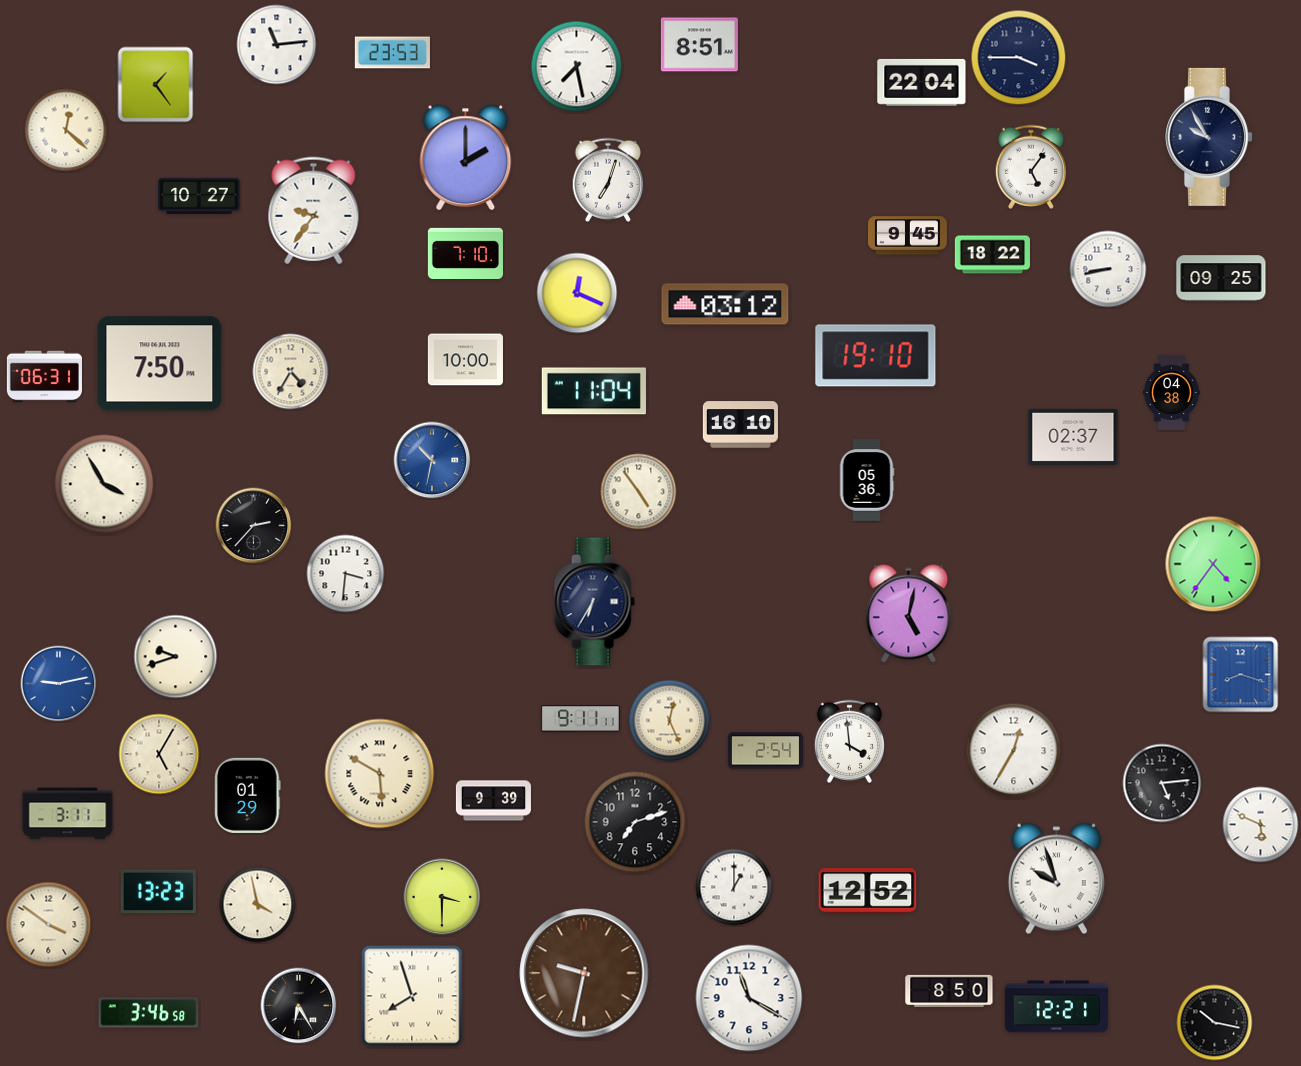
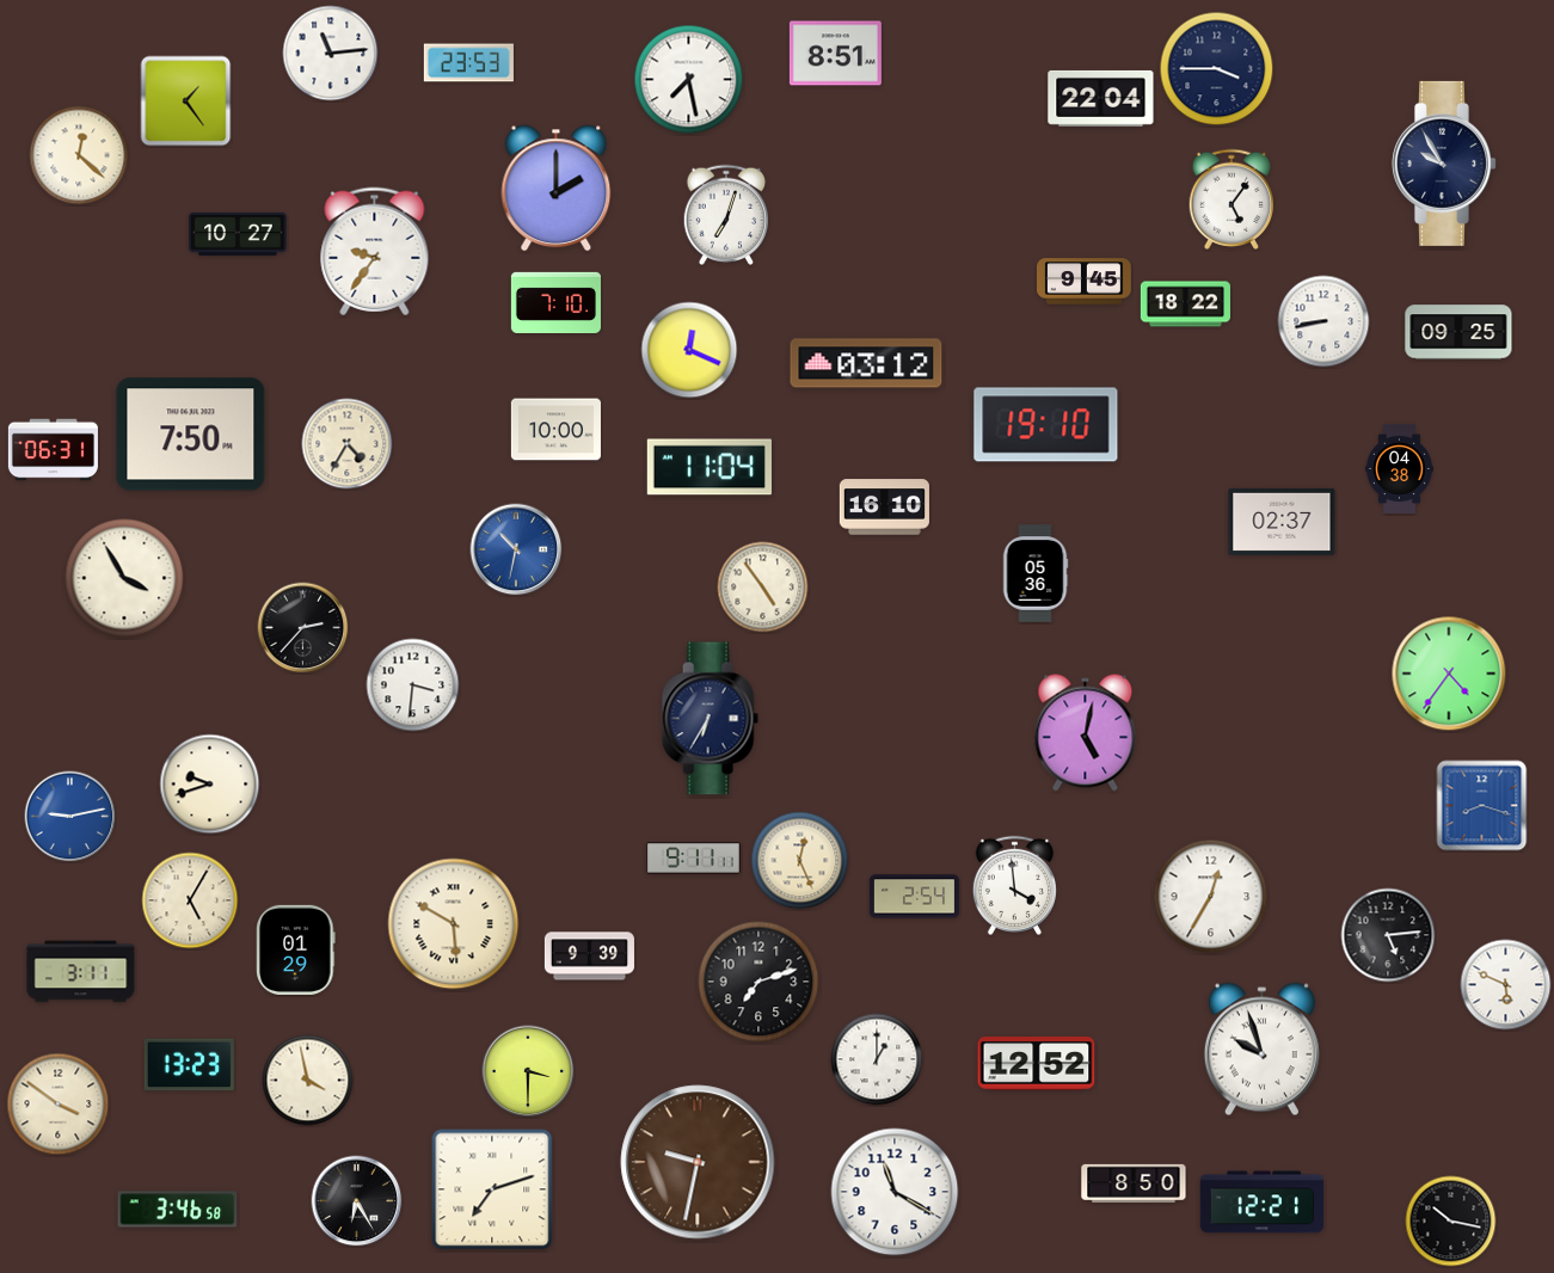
clock at (412, 996): 7:57 -> 7:12
